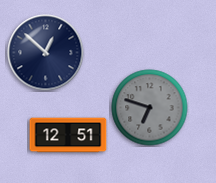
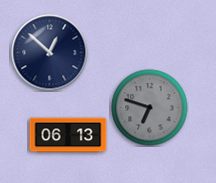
clock at (46, 53) position: (46, 53) -> (50, 53)
clock at (68, 135): 12:51 -> 06:13
